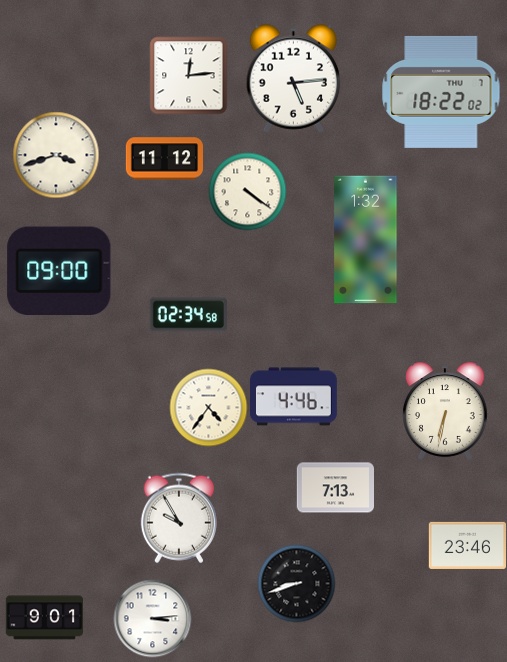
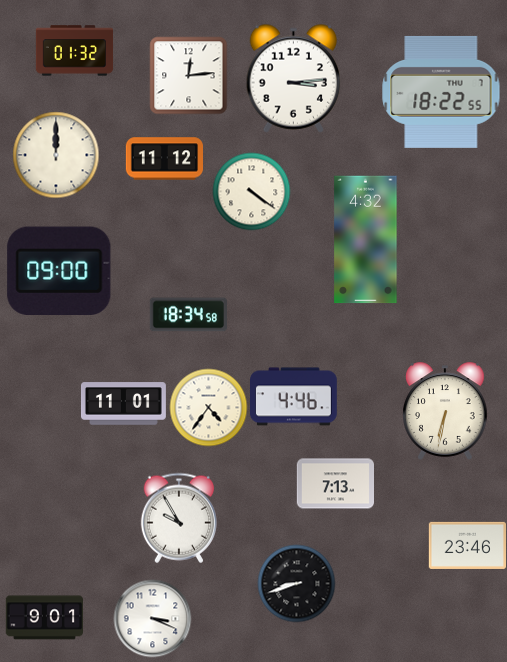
clock at (74, 51): none -> 01:32
clock at (294, 78): 5:14 -> 3:14
clock at (441, 92): 18:22:02 -> 18:22:55
clock at (56, 155): 3:42 -> 12:00
clock at (247, 191) position: (247, 191) -> (251, 191)
clock at (366, 240): 1:32 -> 4:32
clock at (188, 315): 02:34 -> 18:34
clock at (123, 404): none -> 11:01
clock at (335, 488) position: (335, 488) -> (335, 484)
clock at (152, 618): 3:14 -> 3:19
